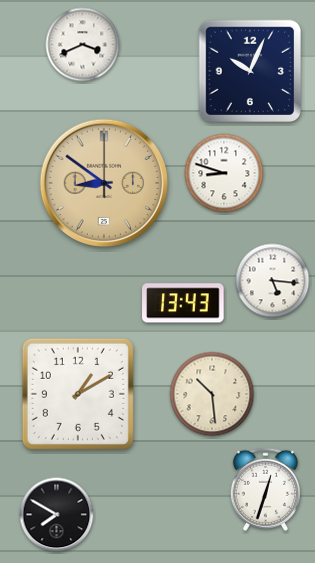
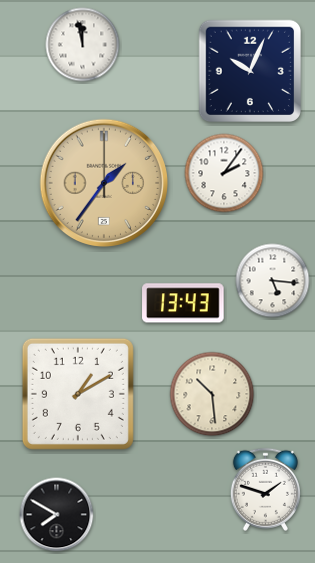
clock at (83, 45): 3:41 -> 11:58
clock at (224, 173): 8:48 -> 2:06
clock at (103, 182): 8:51 -> 1:36
clock at (265, 489): 12:33 -> 1:48
